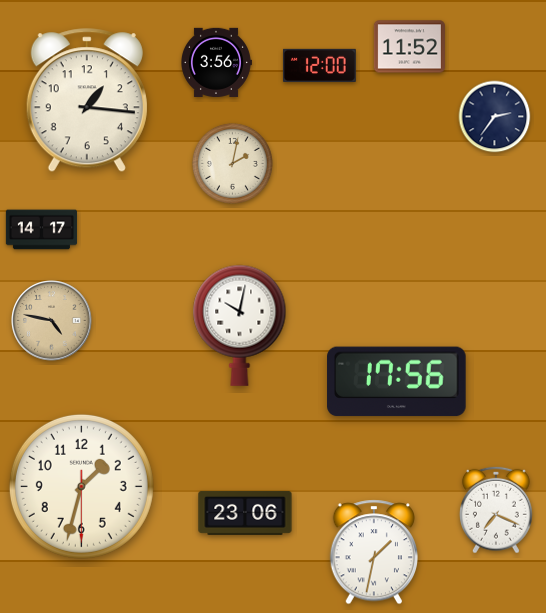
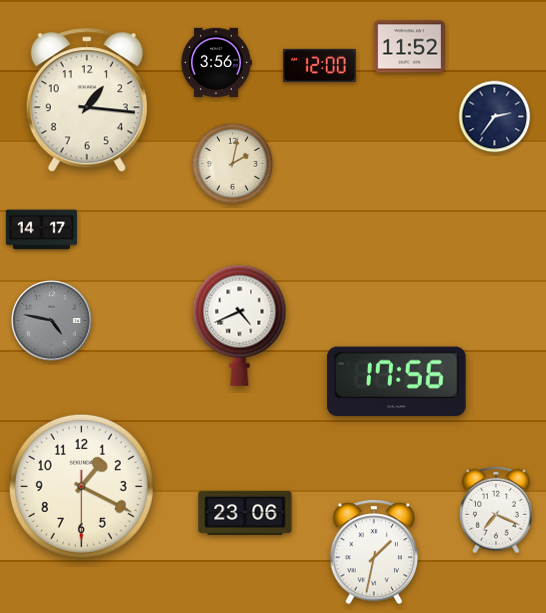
clock at (52, 321) dial: champagne -> grey
clock at (240, 325): 10:02 -> 4:41
clock at (81, 486): 1:32 -> 1:19
